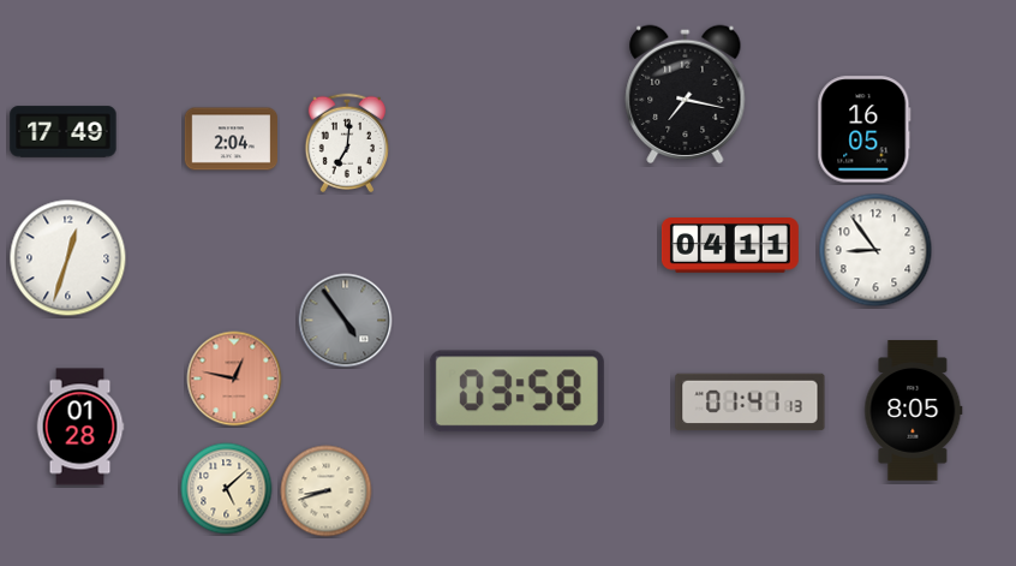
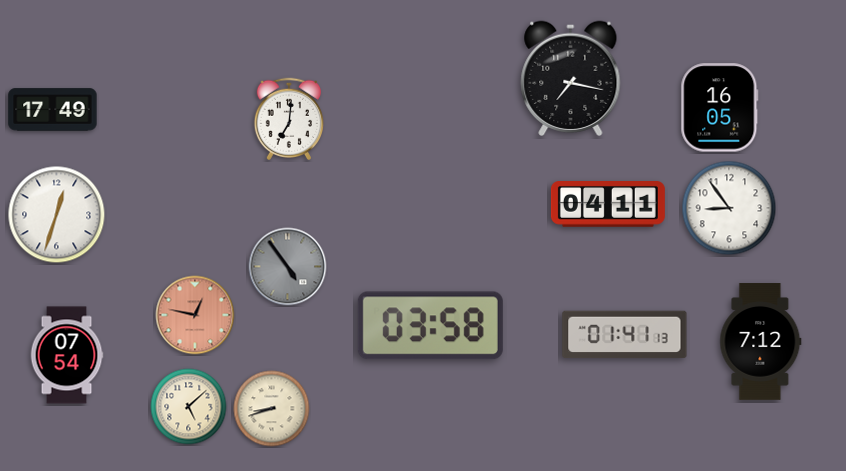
clock at (231, 139): 2:04 -> none
clock at (914, 411): 8:05 -> 7:12
clock at (80, 427): 01:28 -> 07:54
